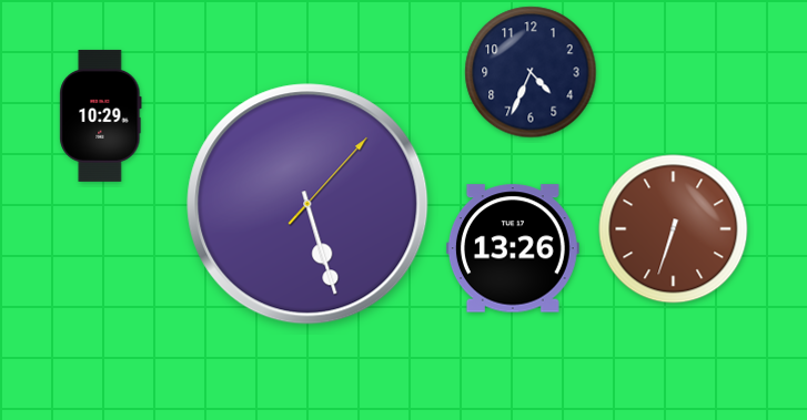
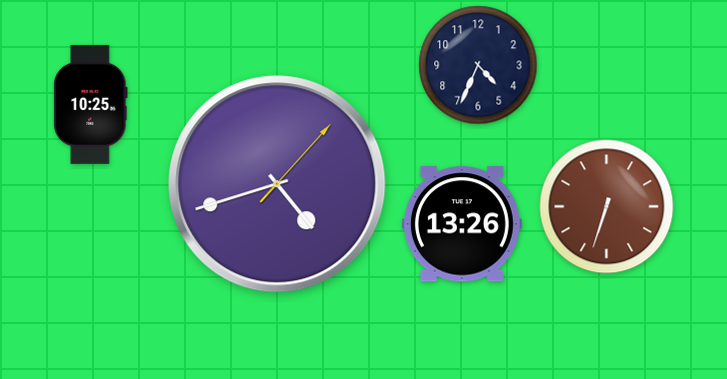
clock at (101, 115): 10:29 -> 10:25
clock at (307, 204): 5:27 -> 4:42
